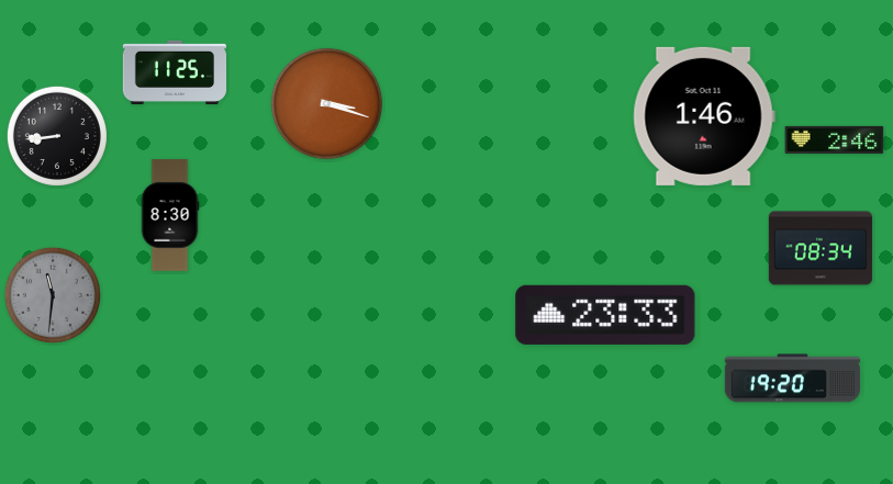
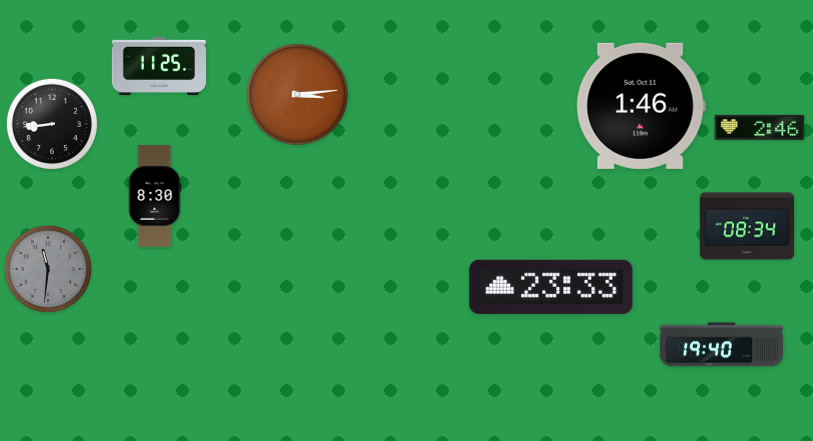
clock at (326, 103): 3:18 -> 3:14
clock at (792, 379): 19:20 -> 19:40
